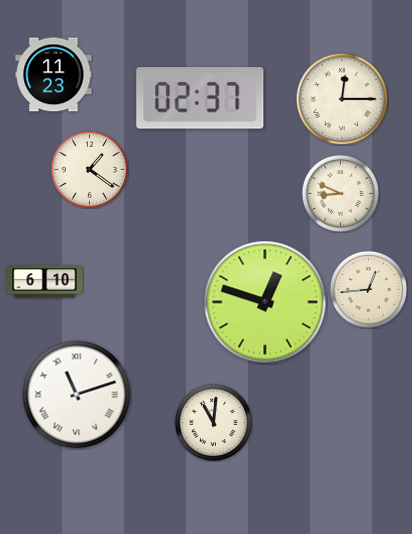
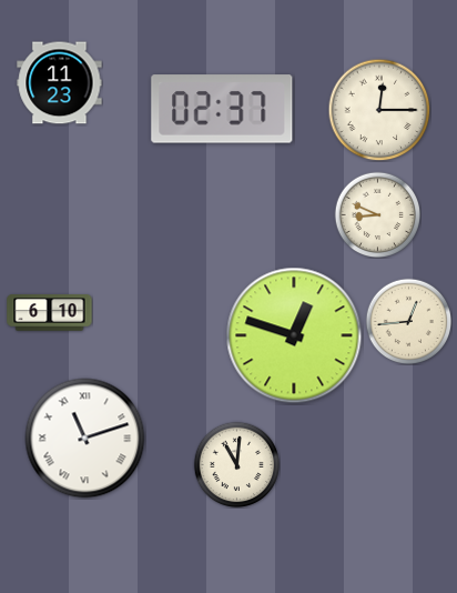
clock at (89, 169): 1:21 -> none
clock at (213, 422) position: (213, 422) -> (236, 464)
